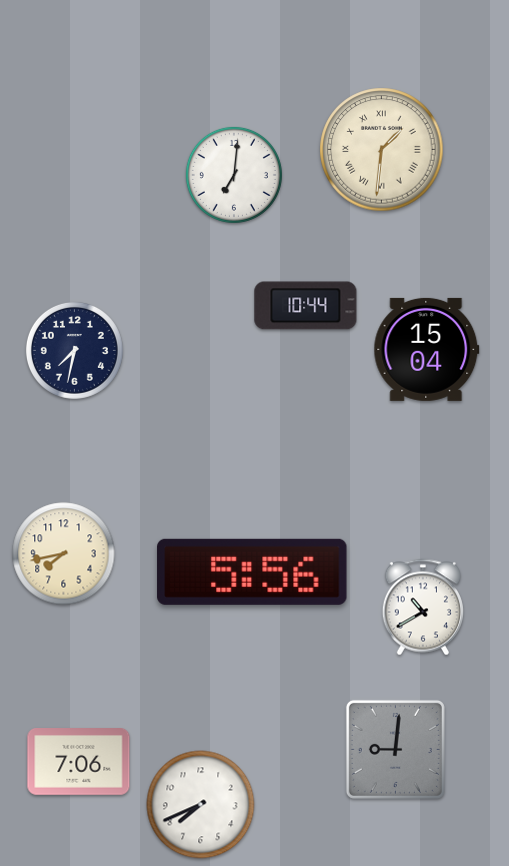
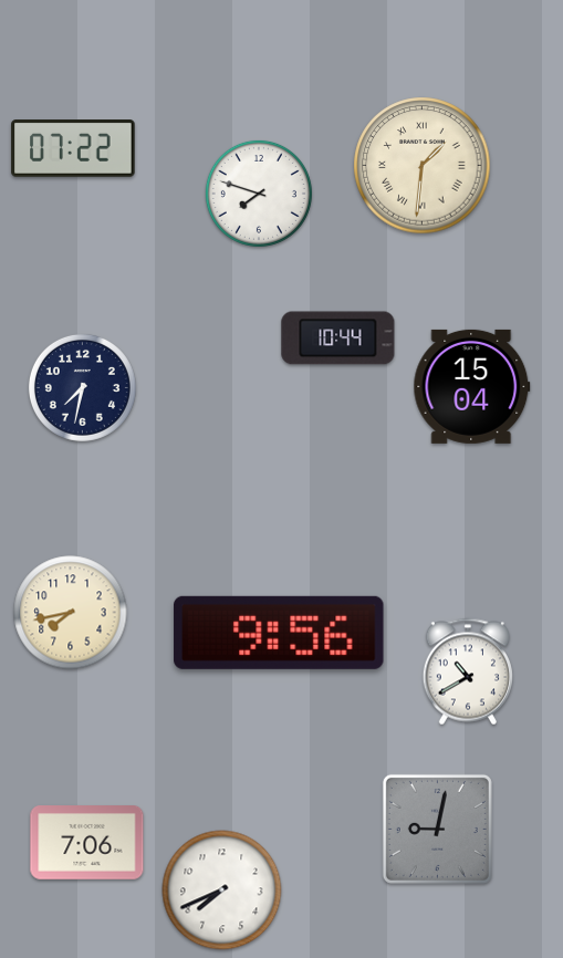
clock at (73, 148): none -> 07:22
clock at (234, 175): 7:01 -> 7:48
clock at (252, 572): 5:56 -> 9:56
clock at (395, 749): 9:01 -> 9:02
